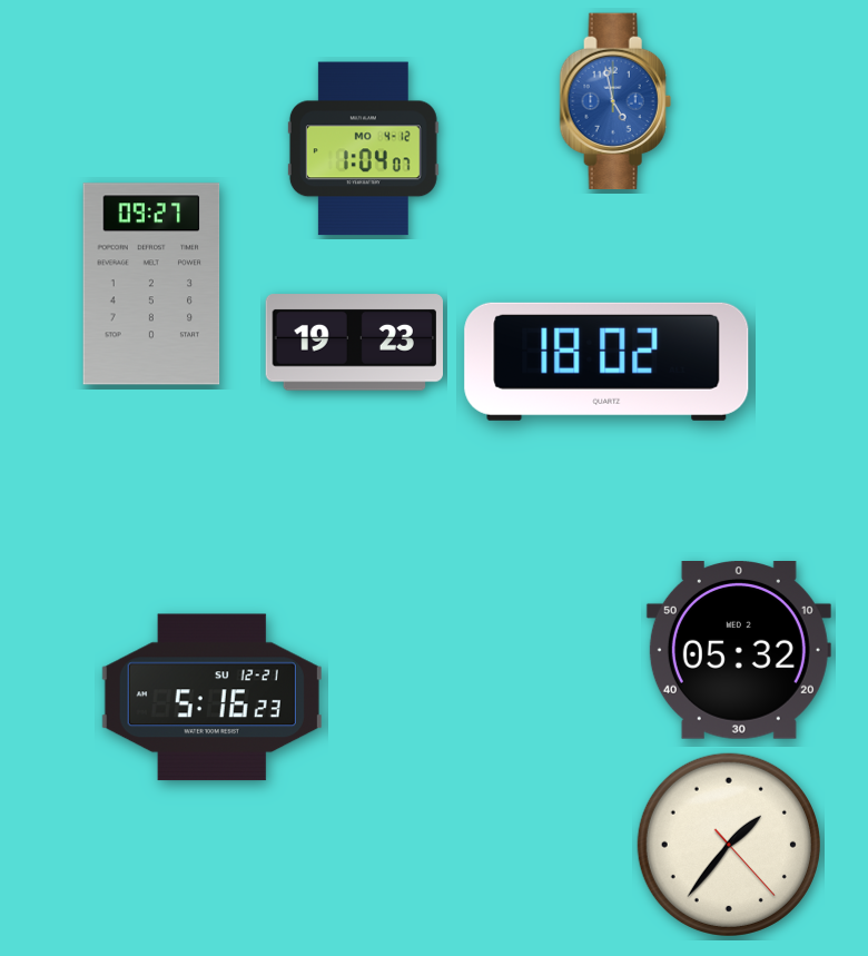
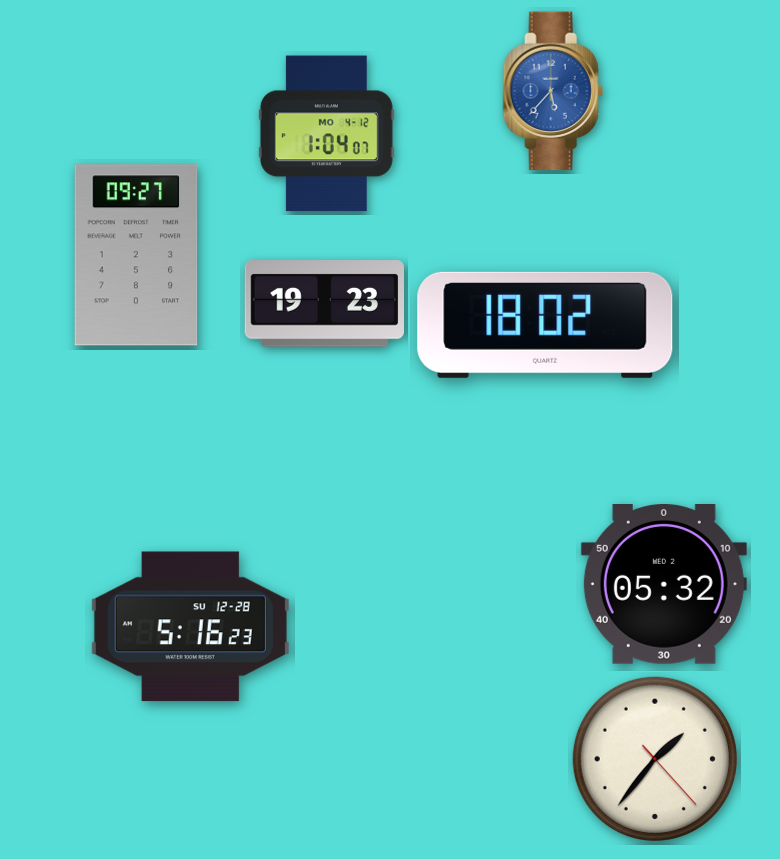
clock at (615, 101): 4:58 -> 5:37
clock at (354, 343) position: (354, 343) -> (324, 304)
clock at (211, 698) date: SU 12-21 -> SU 12-28
